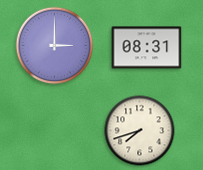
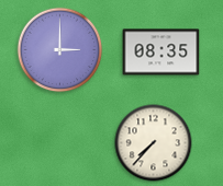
clock at (147, 48): 08:31 -> 08:35
clock at (140, 131): 7:42 -> 7:37
